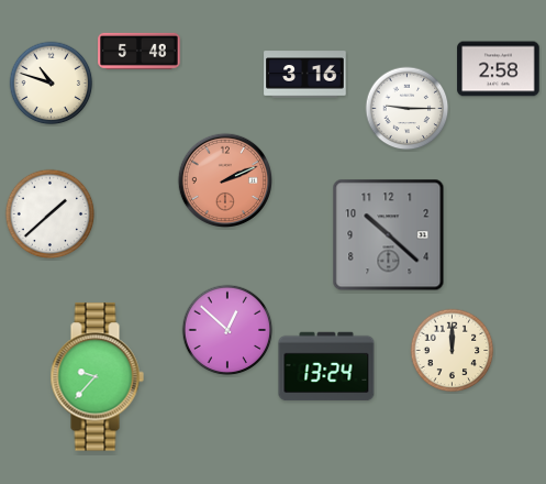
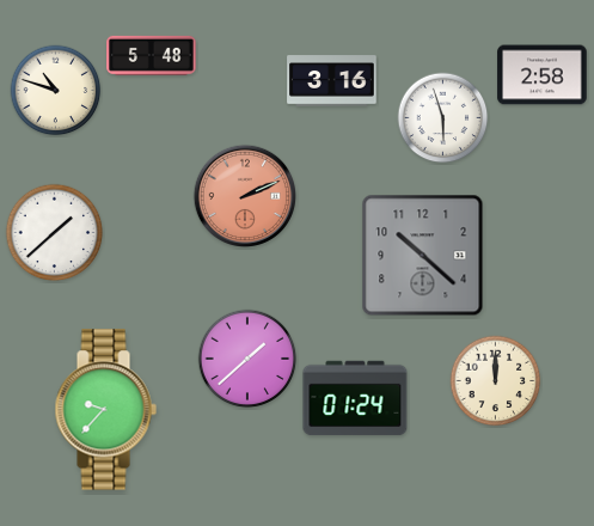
clock at (408, 109): 9:15 -> 5:57
clock at (227, 330): 12:52 -> 1:38
clock at (453, 351) position: (453, 351) -> (496, 381)
clock at (326, 366): 13:24 -> 01:24
